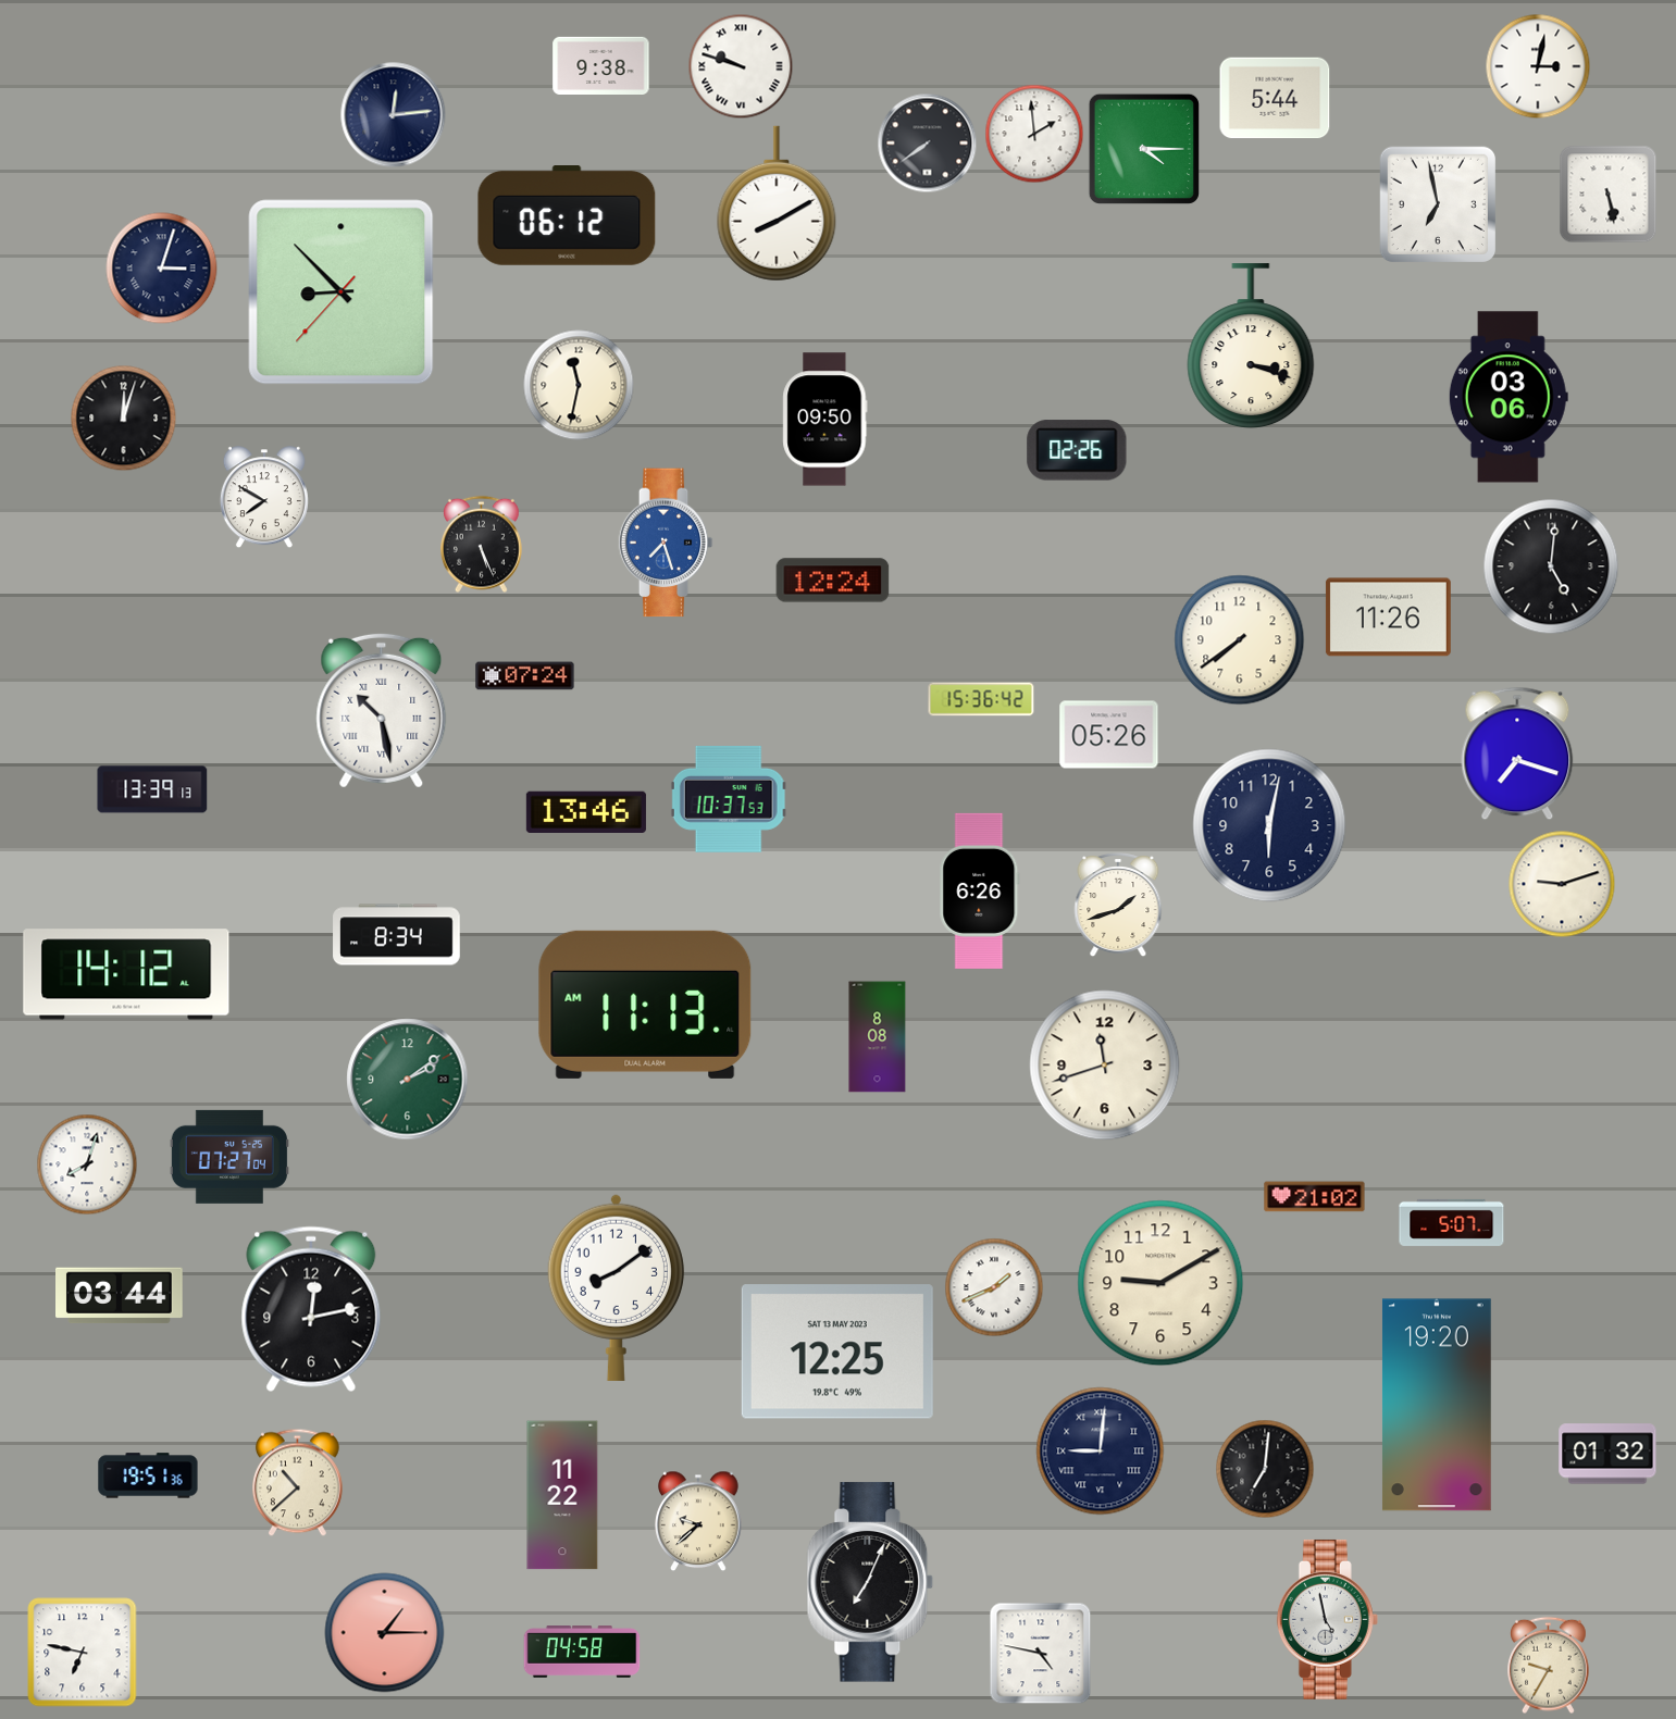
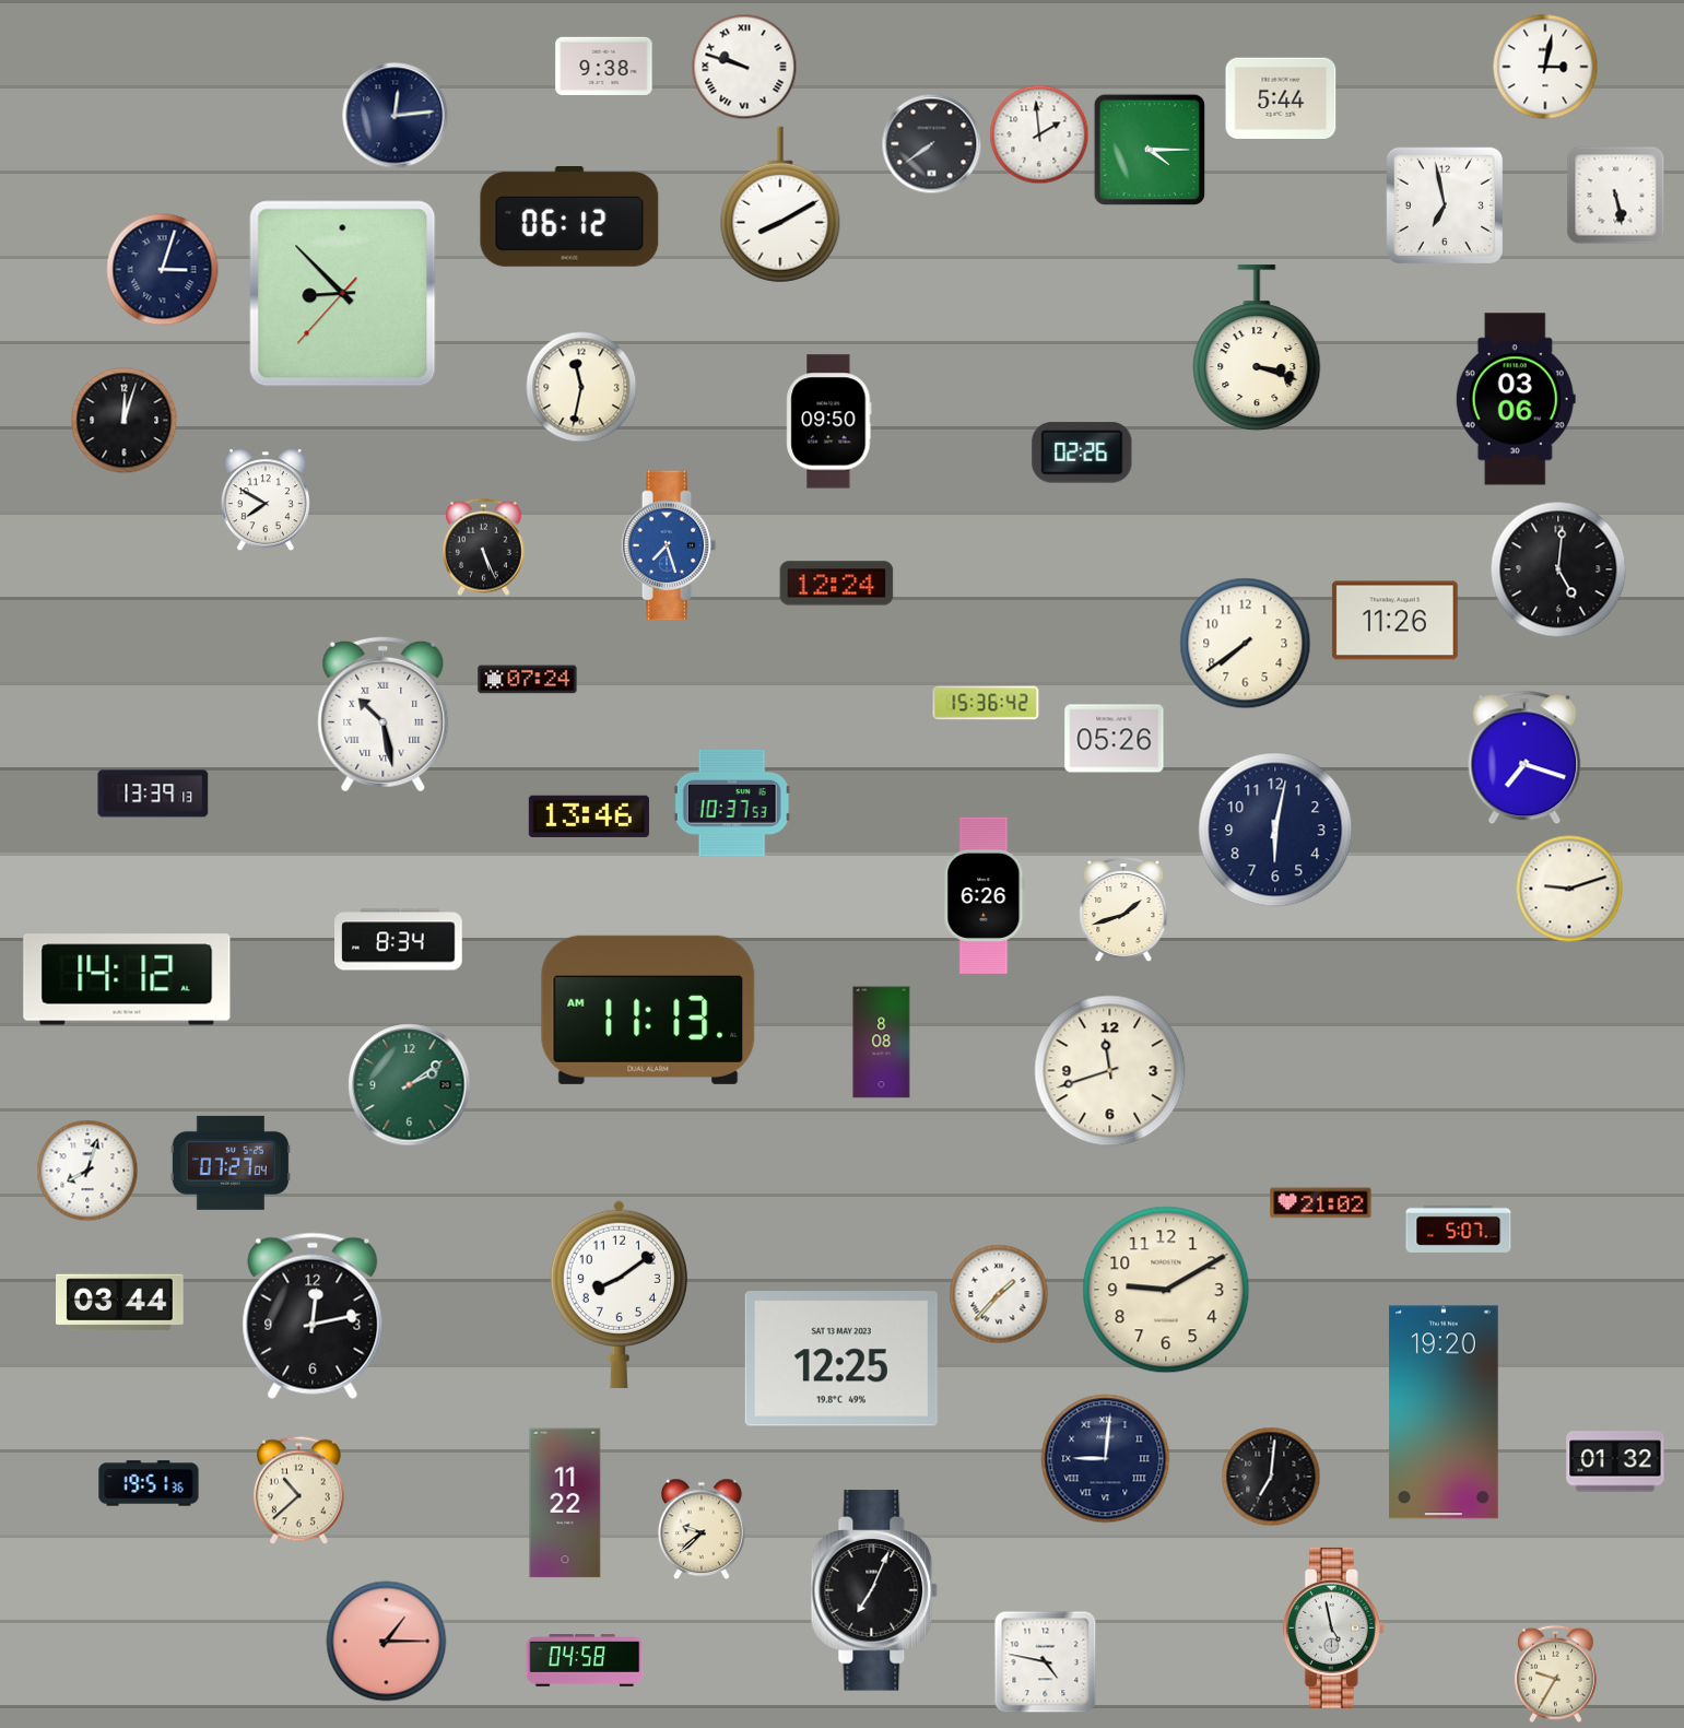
clock at (994, 1287): 1:41 -> 1:37
clock at (83, 1653): 6:47 -> none
